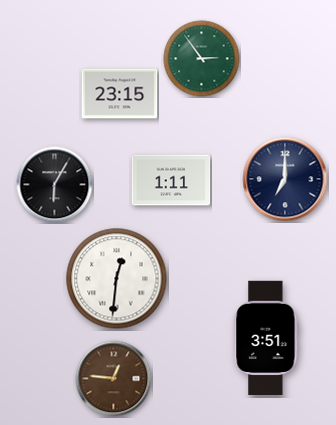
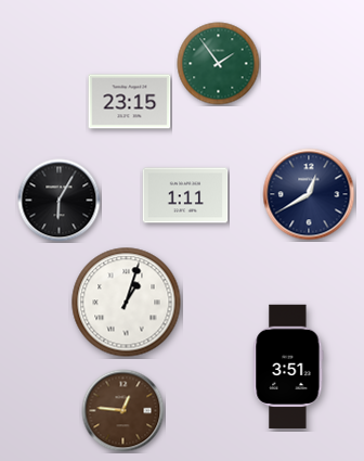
clock at (202, 59): 2:54 -> 1:54
clock at (285, 179): 7:00 -> 12:40
clock at (117, 279): 12:31 -> 1:03
